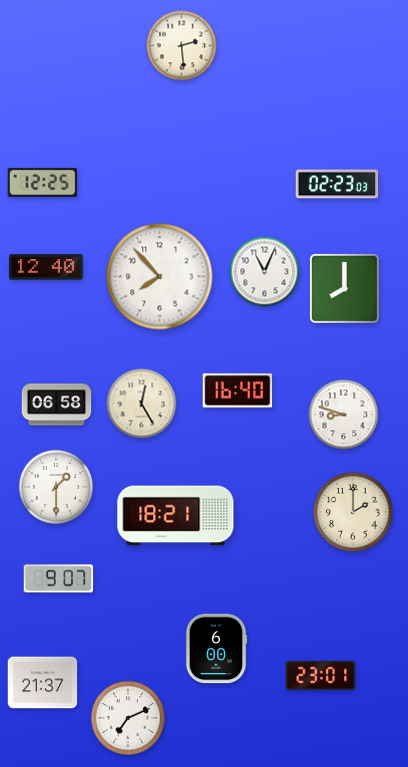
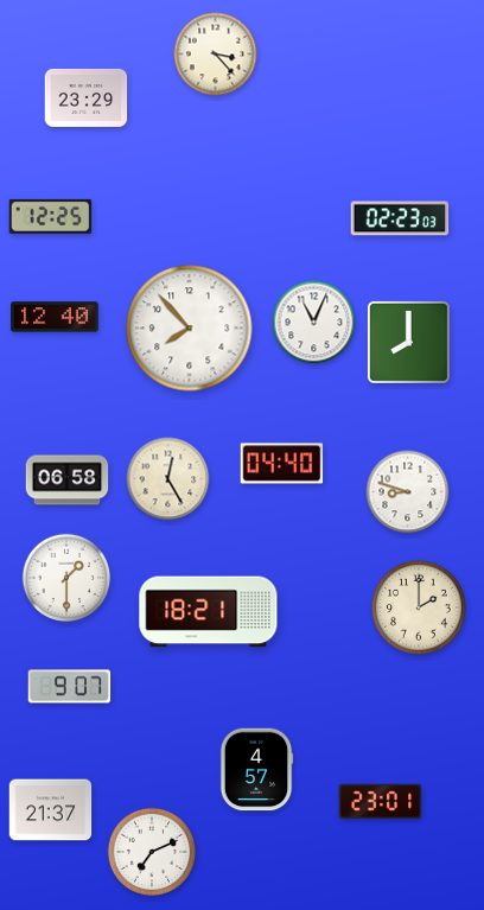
clock at (182, 46): 2:29 -> 3:23
clock at (87, 97): none -> 23:29
clock at (238, 391): 16:40 -> 04:40
clock at (216, 649): 6:00 -> 4:57
